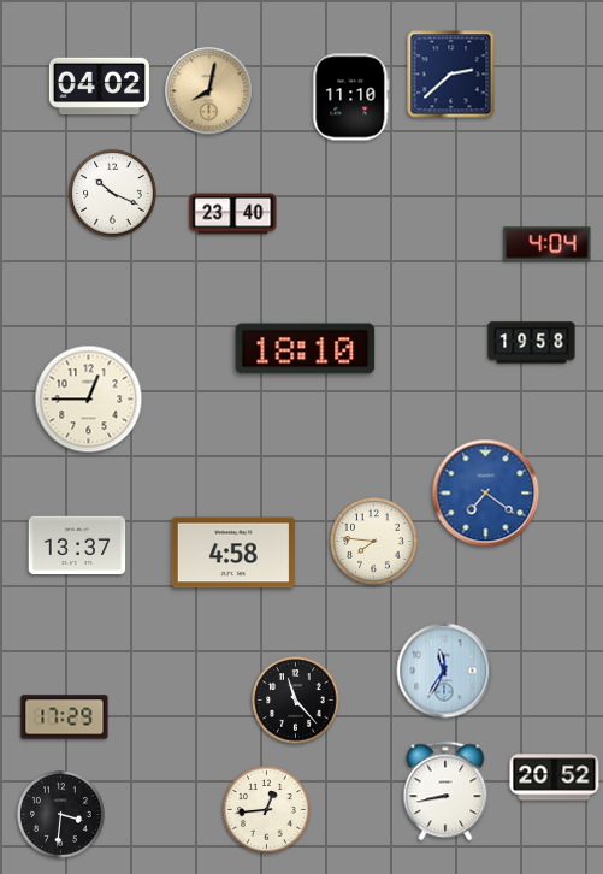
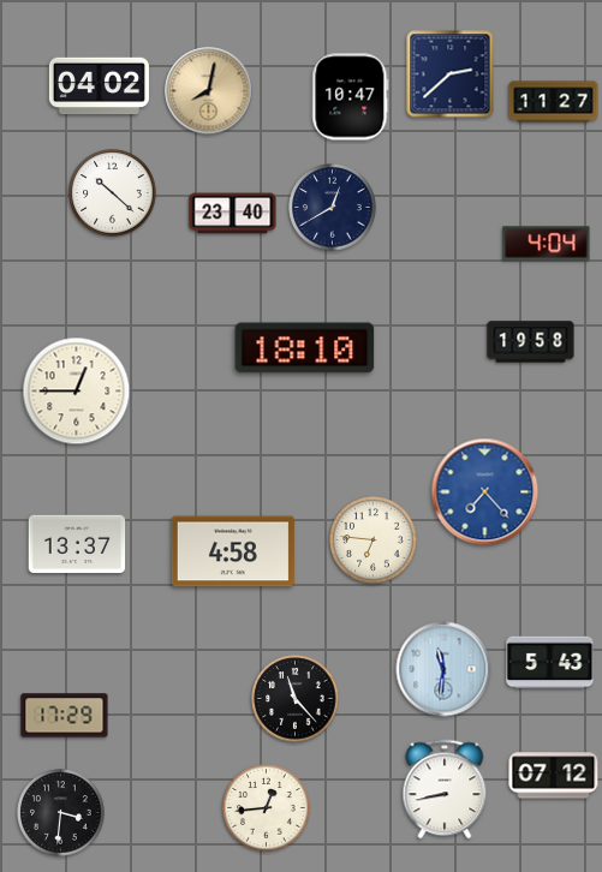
clock at (351, 98): 11:10 -> 10:47
clock at (554, 102): none -> 11:27
clock at (113, 194): 10:19 -> 10:22
clock at (333, 208): none -> 12:40
clock at (89, 400) position: (89, 400) -> (77, 392)
clock at (486, 494): 7:21 -> 7:23
clock at (374, 542): 7:46 -> 6:46
clock at (550, 663): none -> 5:43
clock at (444, 671): 11:35 -> 11:31
clock at (555, 778): 20:52 -> 07:12
